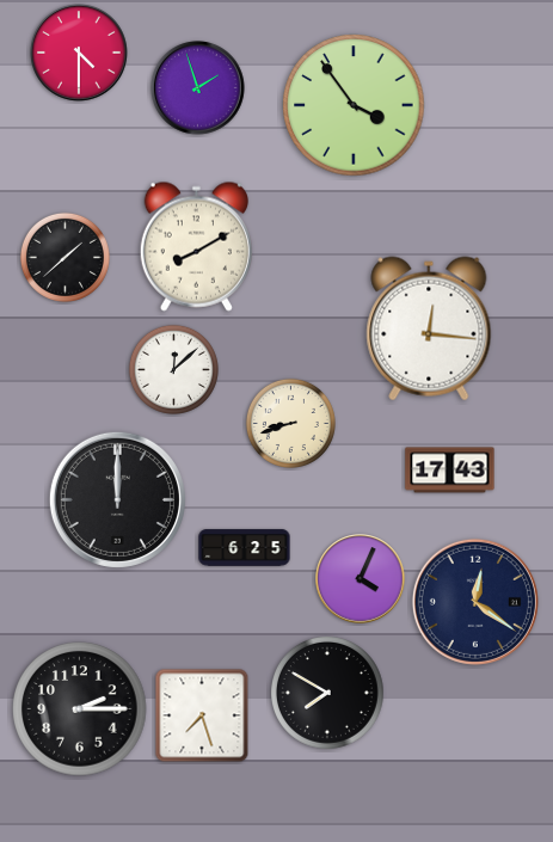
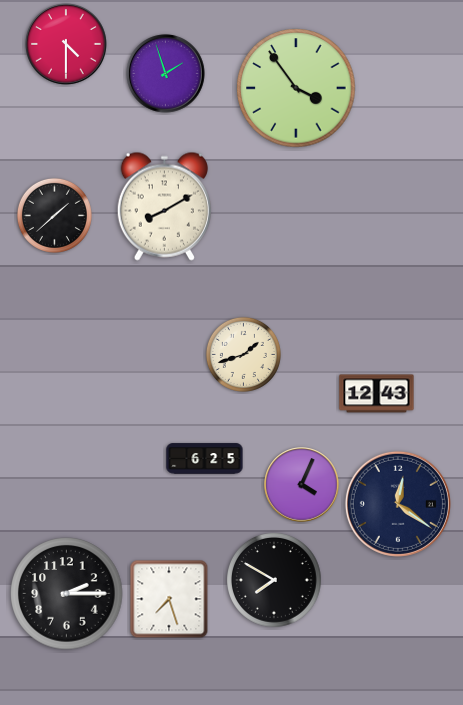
clock at (429, 328): 12:16 -> none
clock at (173, 369): 12:08 -> none
clock at (290, 423): 8:42 -> 1:42
clock at (450, 471): 17:43 -> 12:43
clock at (117, 499): 12:00 -> none
